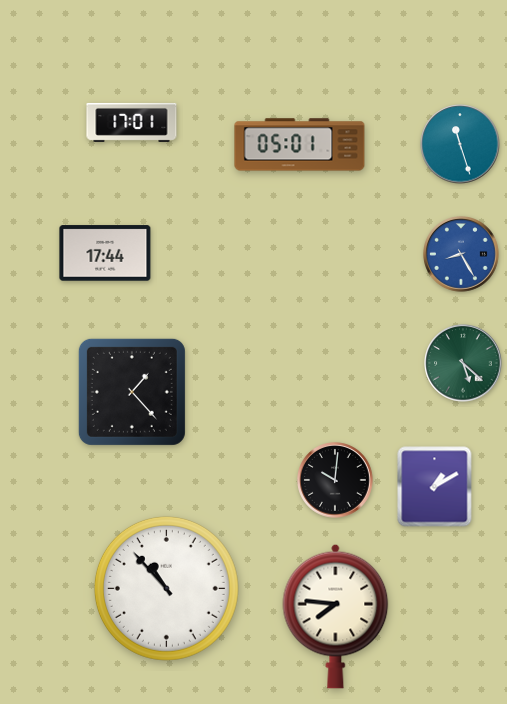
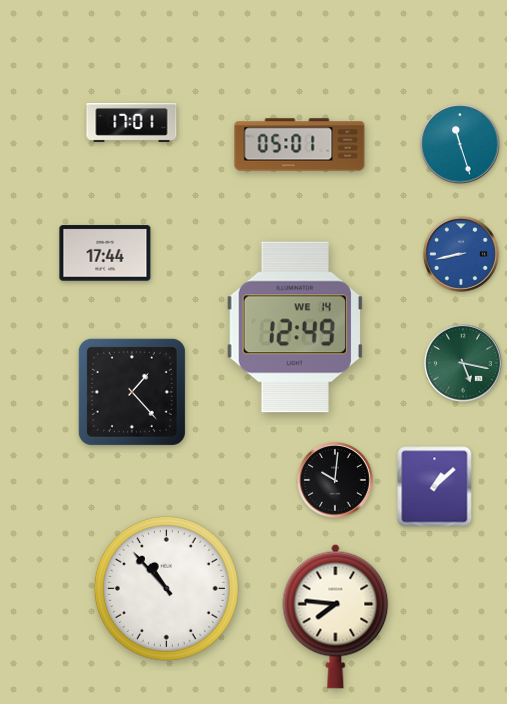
clock at (461, 254): 8:25 -> 8:43
clock at (295, 327): none -> 12:49
clock at (463, 363): 5:22 -> 5:17
clock at (435, 487): 1:10 -> 1:08
